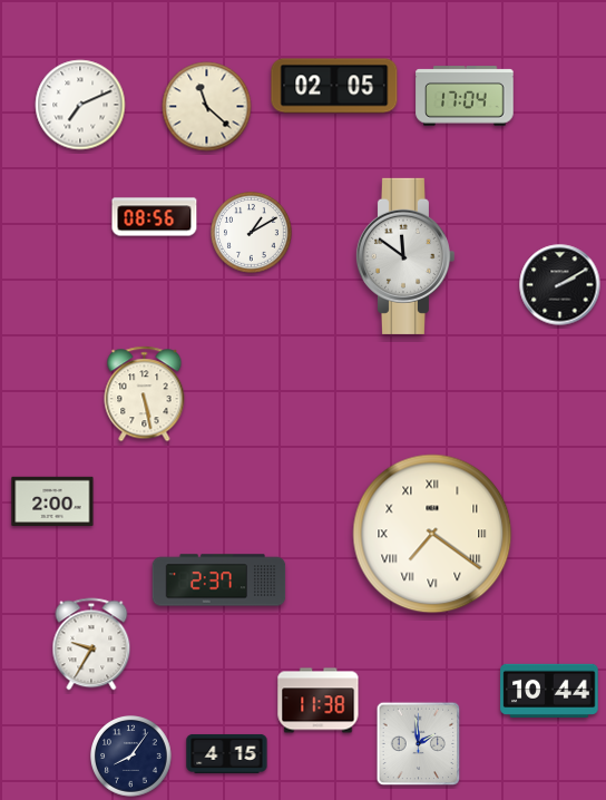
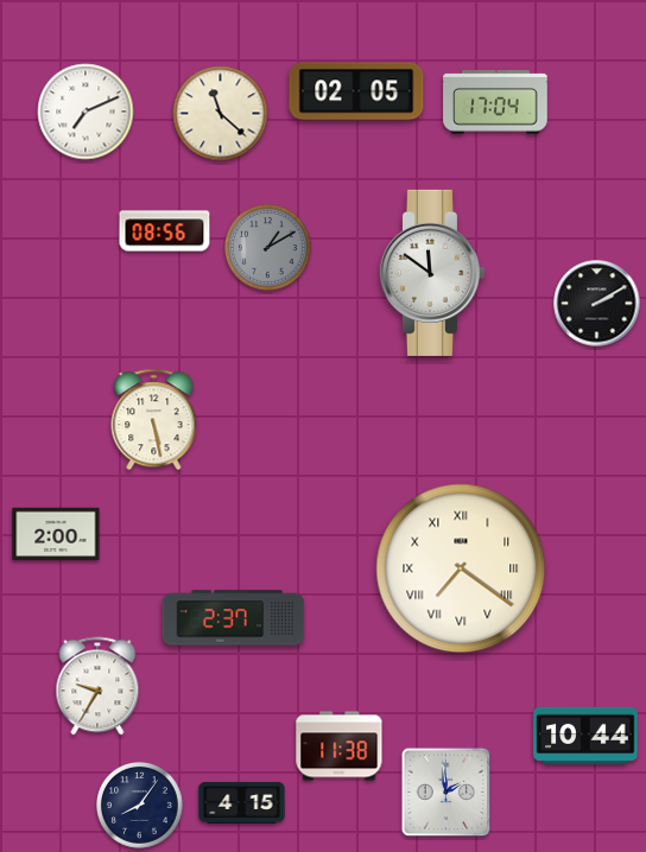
clock at (252, 233) dial: white -> grey
